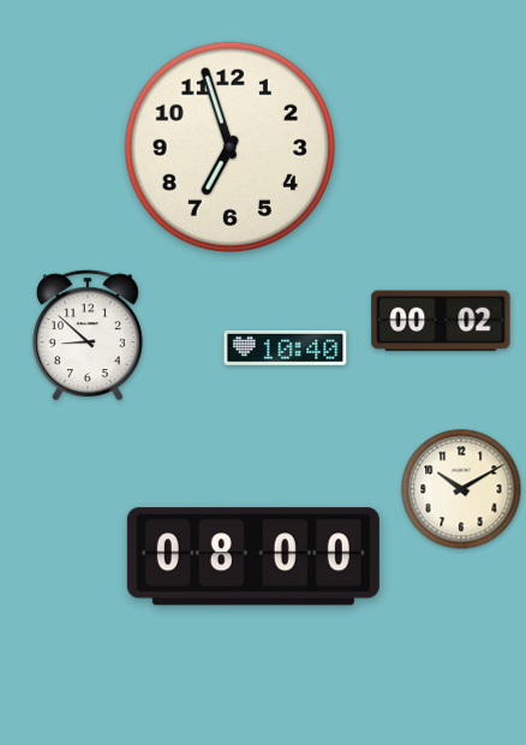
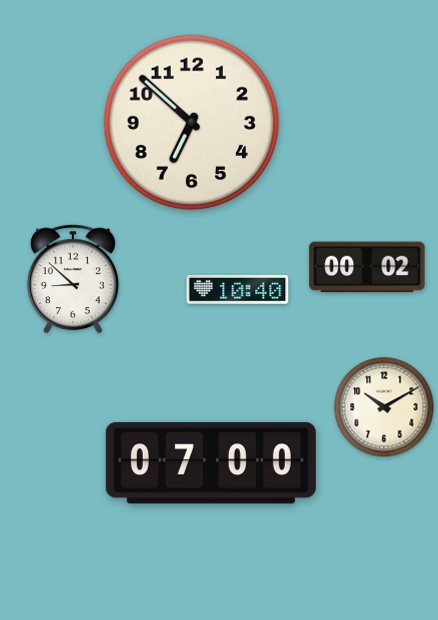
clock at (231, 148): 6:57 -> 6:52
clock at (253, 556): 08:00 -> 07:00
